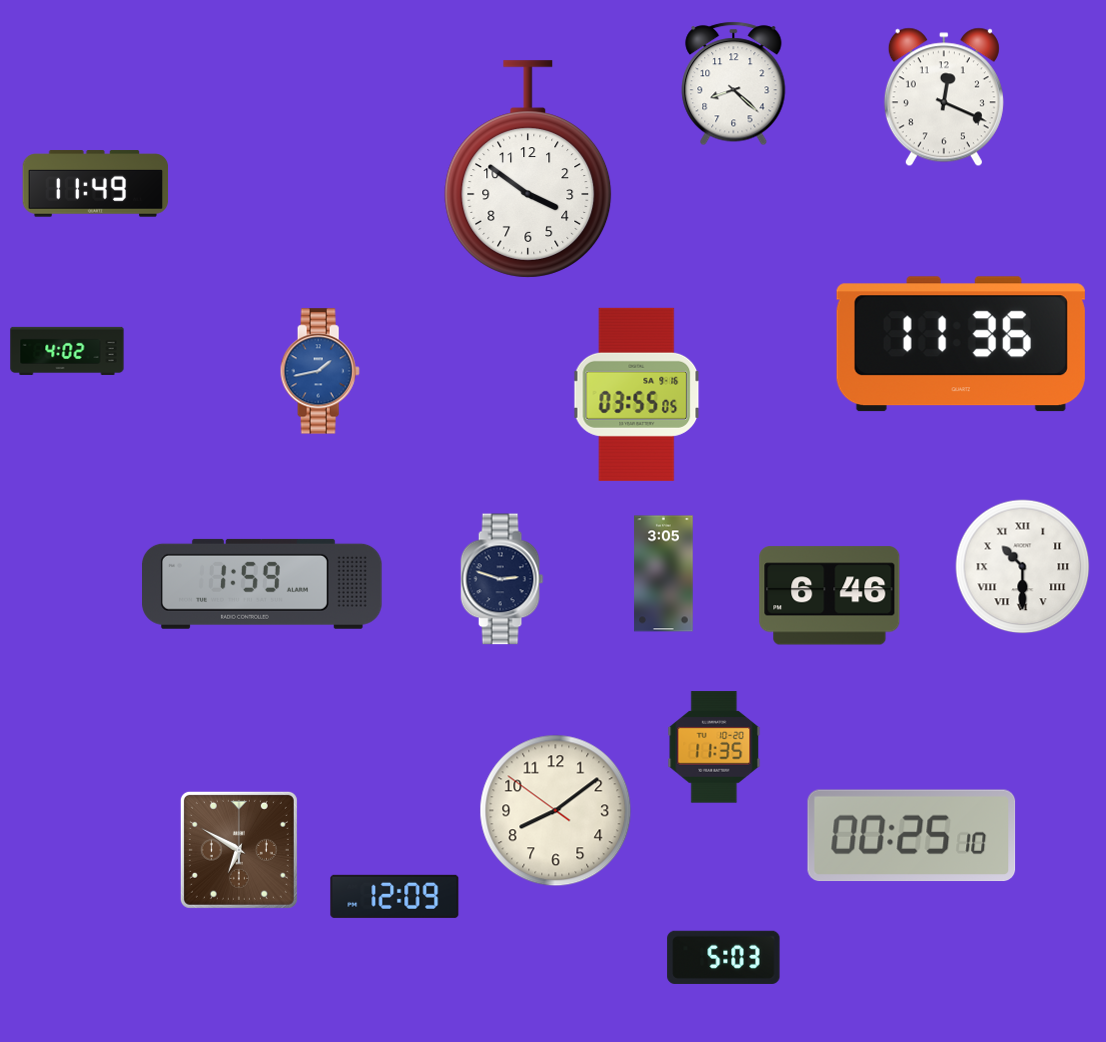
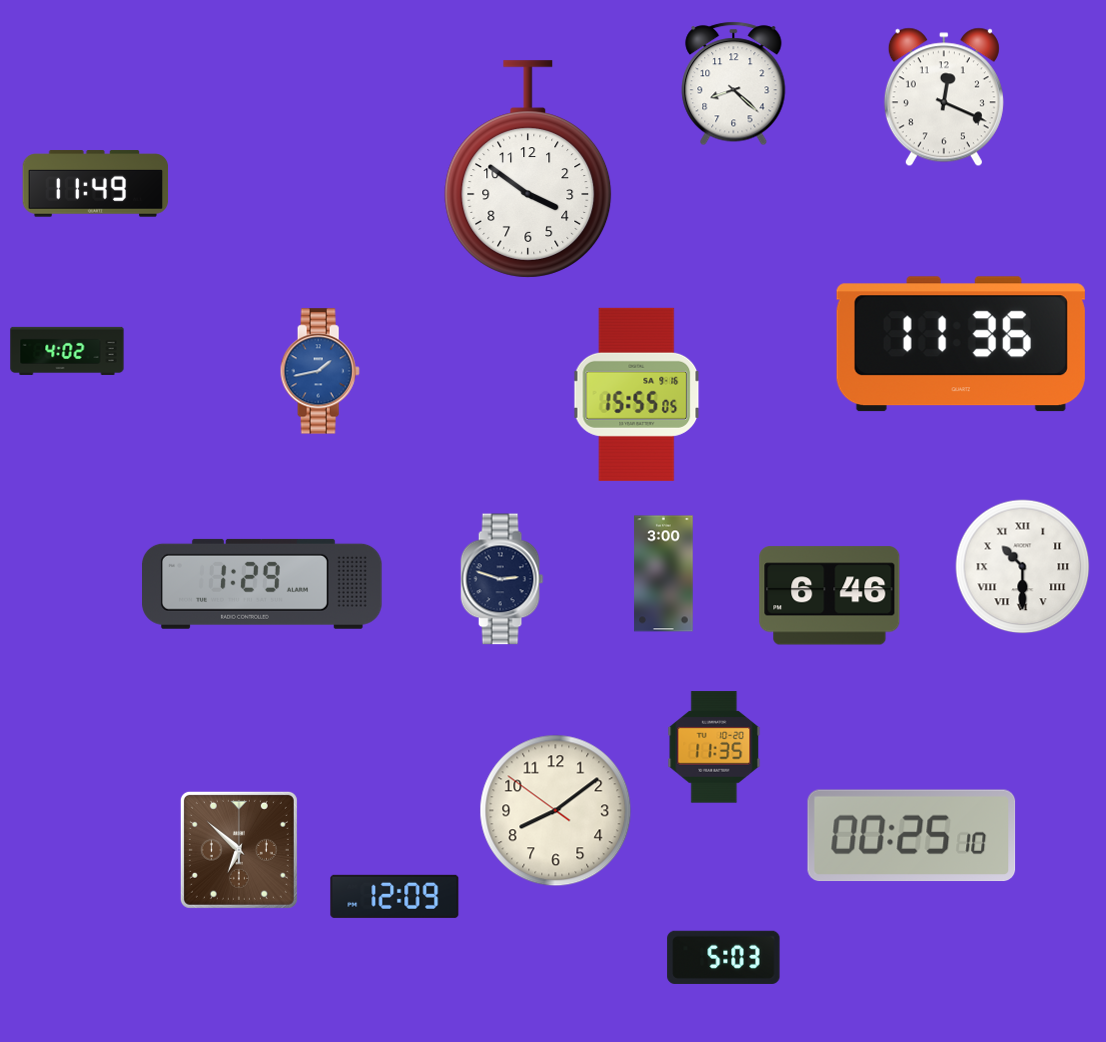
clock at (637, 394): 03:55 -> 15:55
clock at (664, 574): 3:05 -> 3:00
clock at (263, 584): 1:59 -> 1:29
clock at (239, 850): 6:50 -> 6:52
